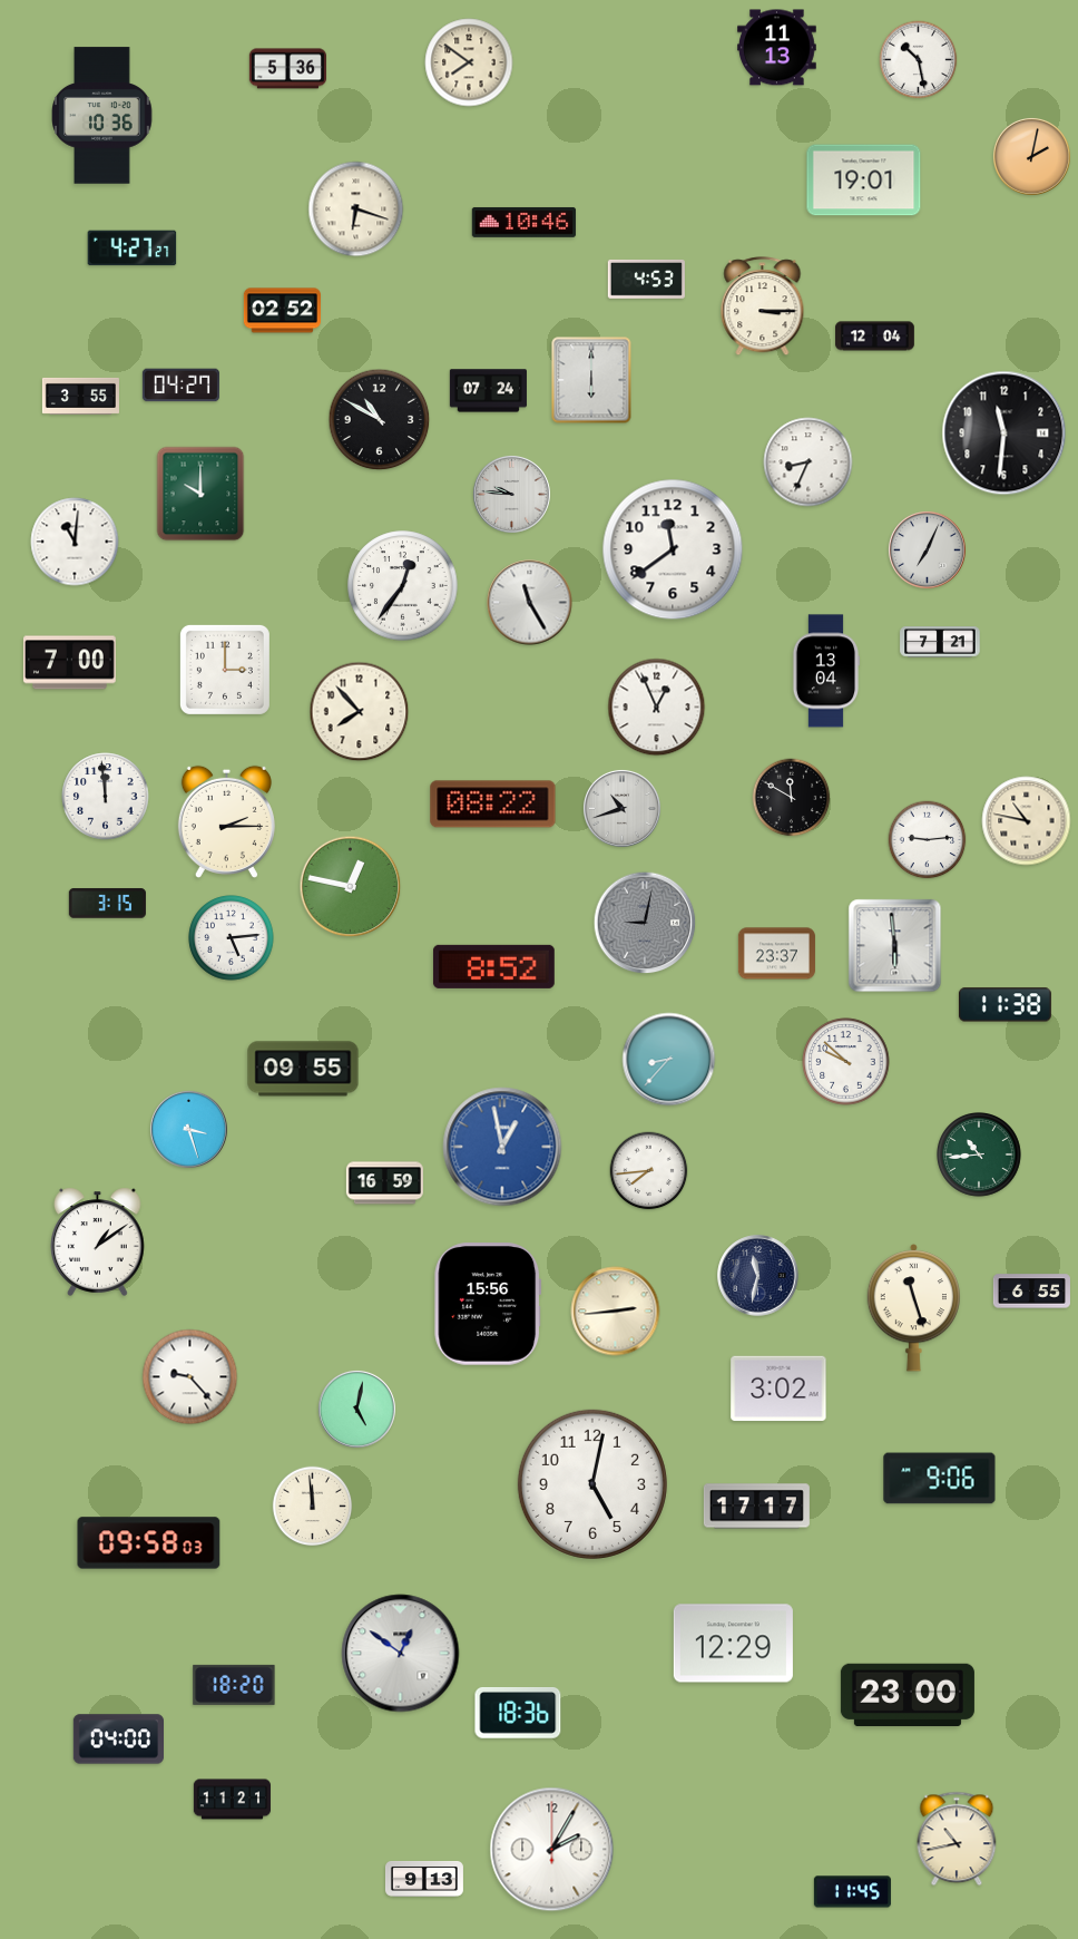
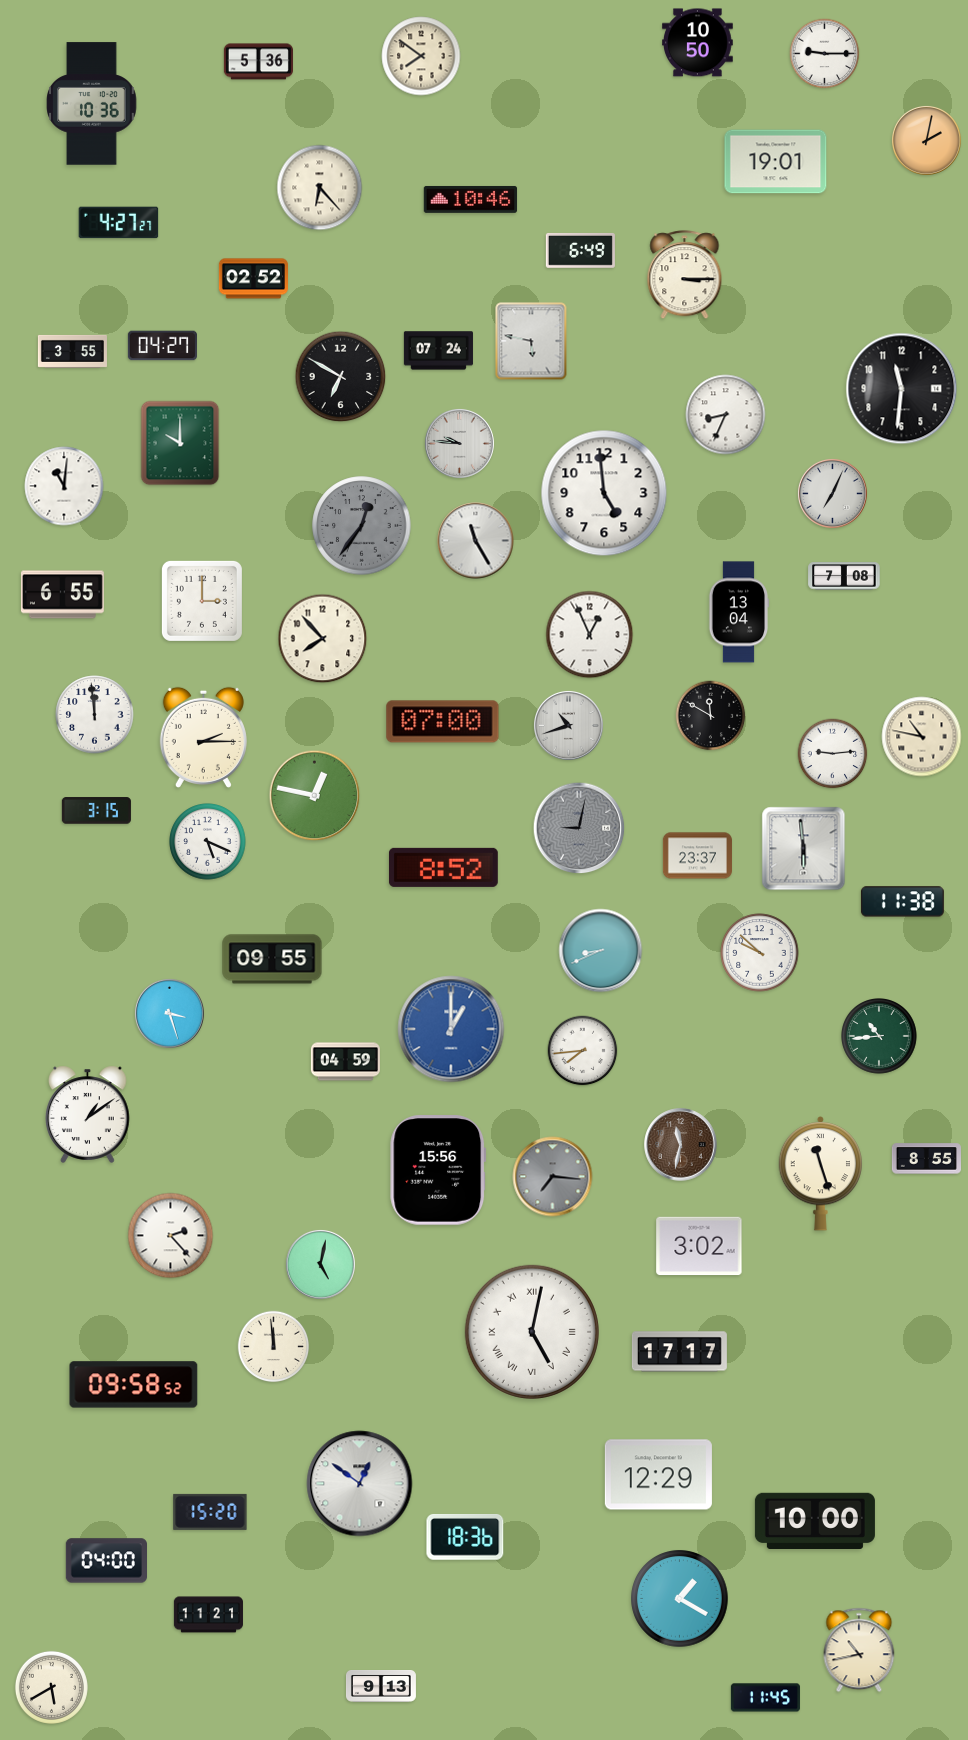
clock at (777, 48): 11:13 -> 10:50
clock at (919, 60): 10:28 -> 9:15
clock at (356, 210): 6:18 -> 6:23
clock at (646, 279): 4:53 -> 6:49
clock at (875, 337): 12:04 -> none
clock at (591, 380): 6:00 -> 5:47
clock at (80, 396) position: (80, 396) -> (72, 351)
clock at (380, 420): 10:50 -> 6:50
clock at (75, 542) position: (75, 542) -> (64, 486)
clock at (673, 549): 11:39 -> 4:59
clock at (403, 586) dial: white -> grey
clock at (940, 642): 7:21 -> 7:08
clock at (69, 663): 7:00 -> 6:55
clock at (826, 671) position: (826, 671) -> (739, 612)
clock at (493, 805): 08:22 -> 07:00
clock at (621, 808) position: (621, 808) -> (568, 725)
clock at (232, 938): 5:14 -> 5:19
clock at (669, 1060): 8:37 -> 8:41
clock at (502, 1147): 12:58 -> 1:00
clock at (384, 1183): 16:59 -> 04:59
clock at (758, 1276) dial: navy -> brown
clock at (1031, 1292): 6:55 -> 8:55
clock at (616, 1312): 2:44 -> 7:16
clock at (616, 1312) dial: cream -> grey
clock at (190, 1377): 9:23 -> 2:23
clock at (940, 1479): 9:06 -> none
clock at (592, 1484) numerals: Arabic -> Roman
clock at (313, 1507) position: (313, 1507) -> (274, 1347)
clock at (149, 1543): 09:58:03 -> 09:58:52
clock at (234, 1685): 18:20 -> 15:20
clock at (908, 1694): 23:00 -> 10:00
clock at (680, 1599): none -> 1:20
clock at (552, 1850): 2:05 -> none
clock at (51, 1687): none -> 5:40
